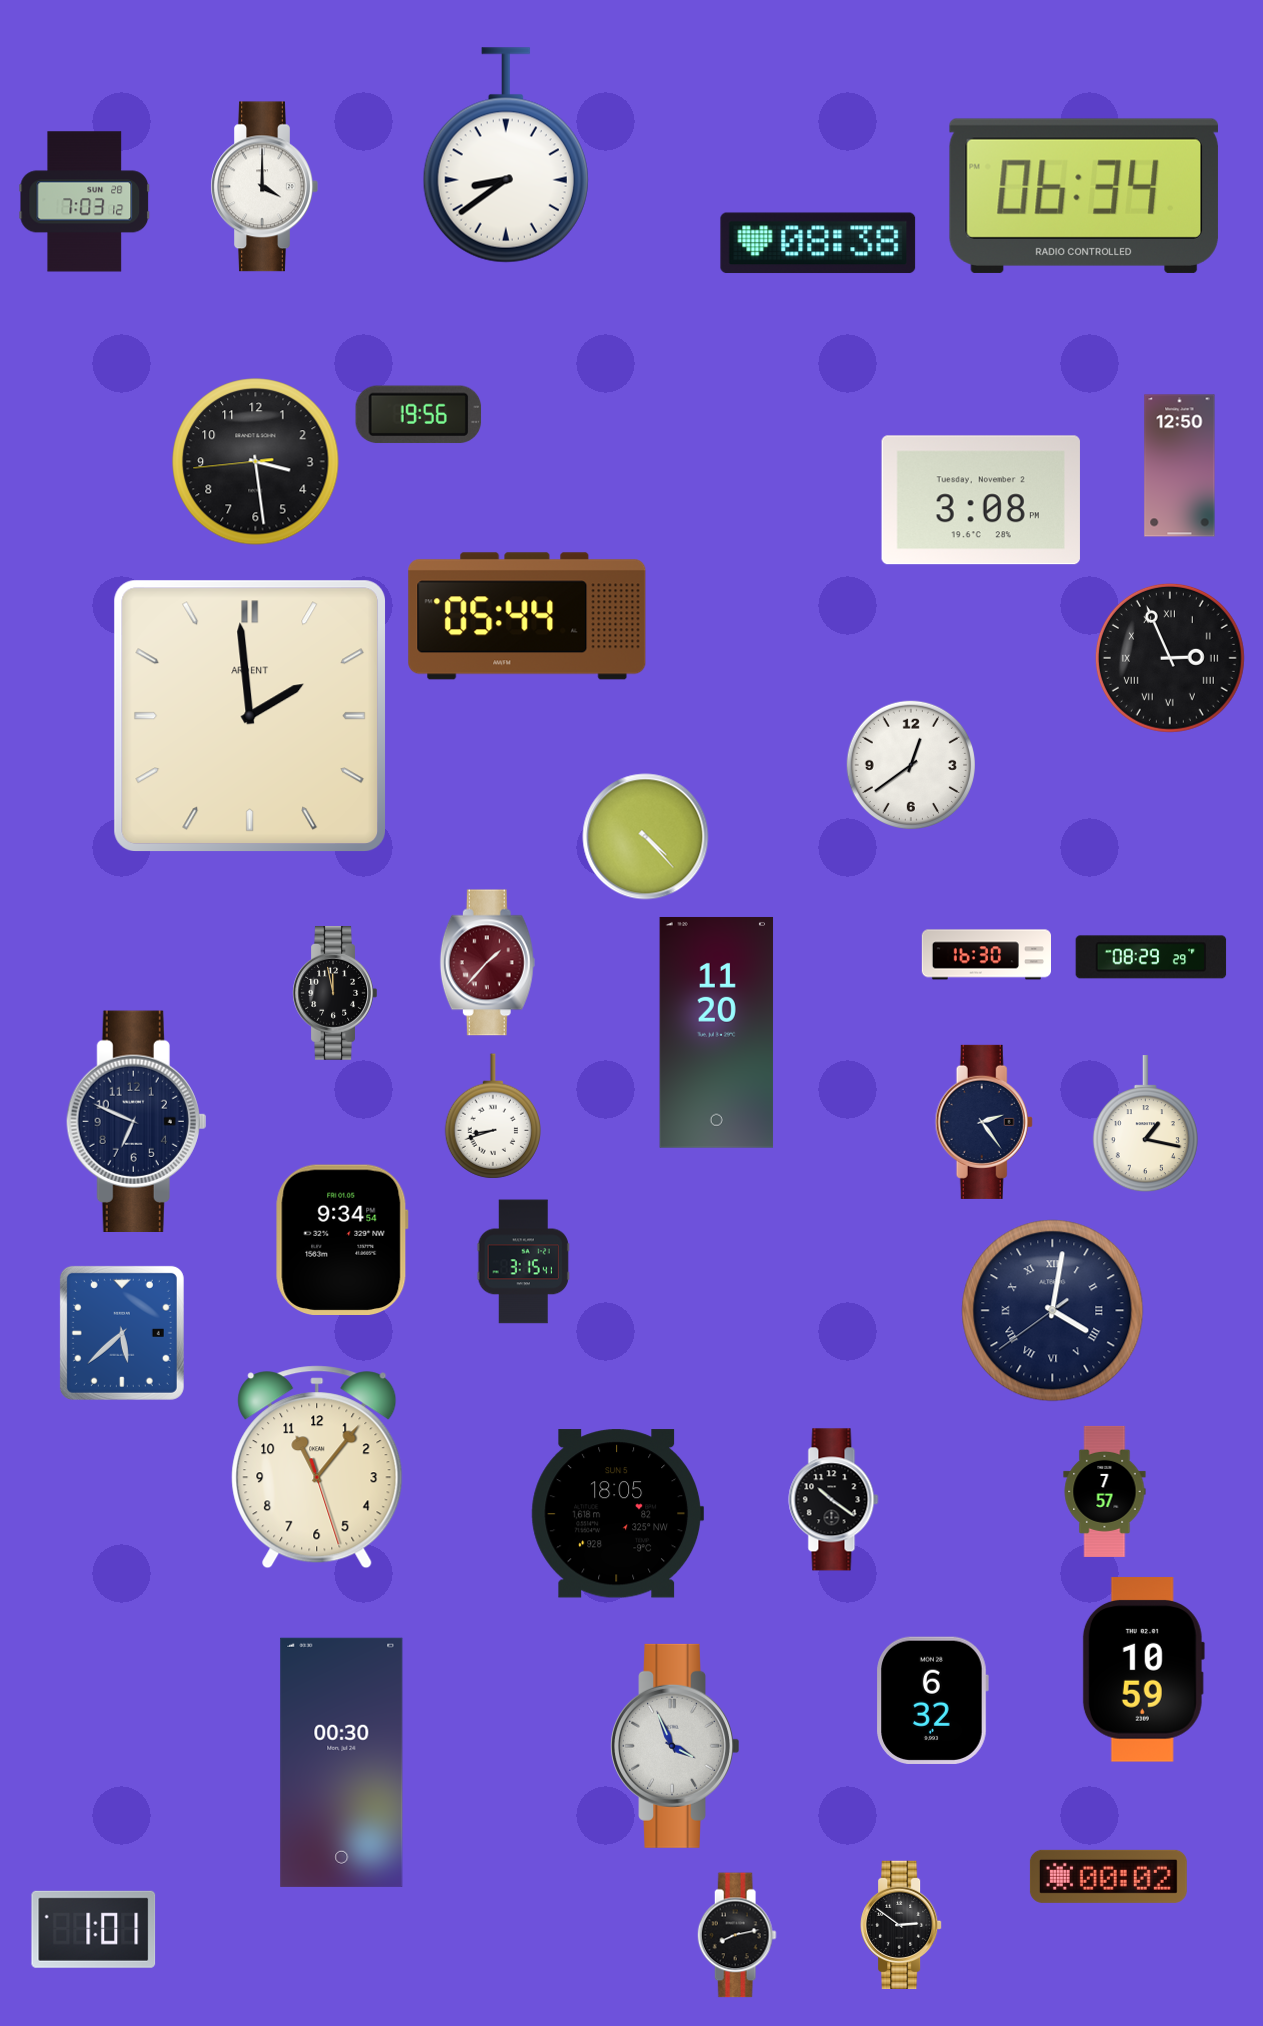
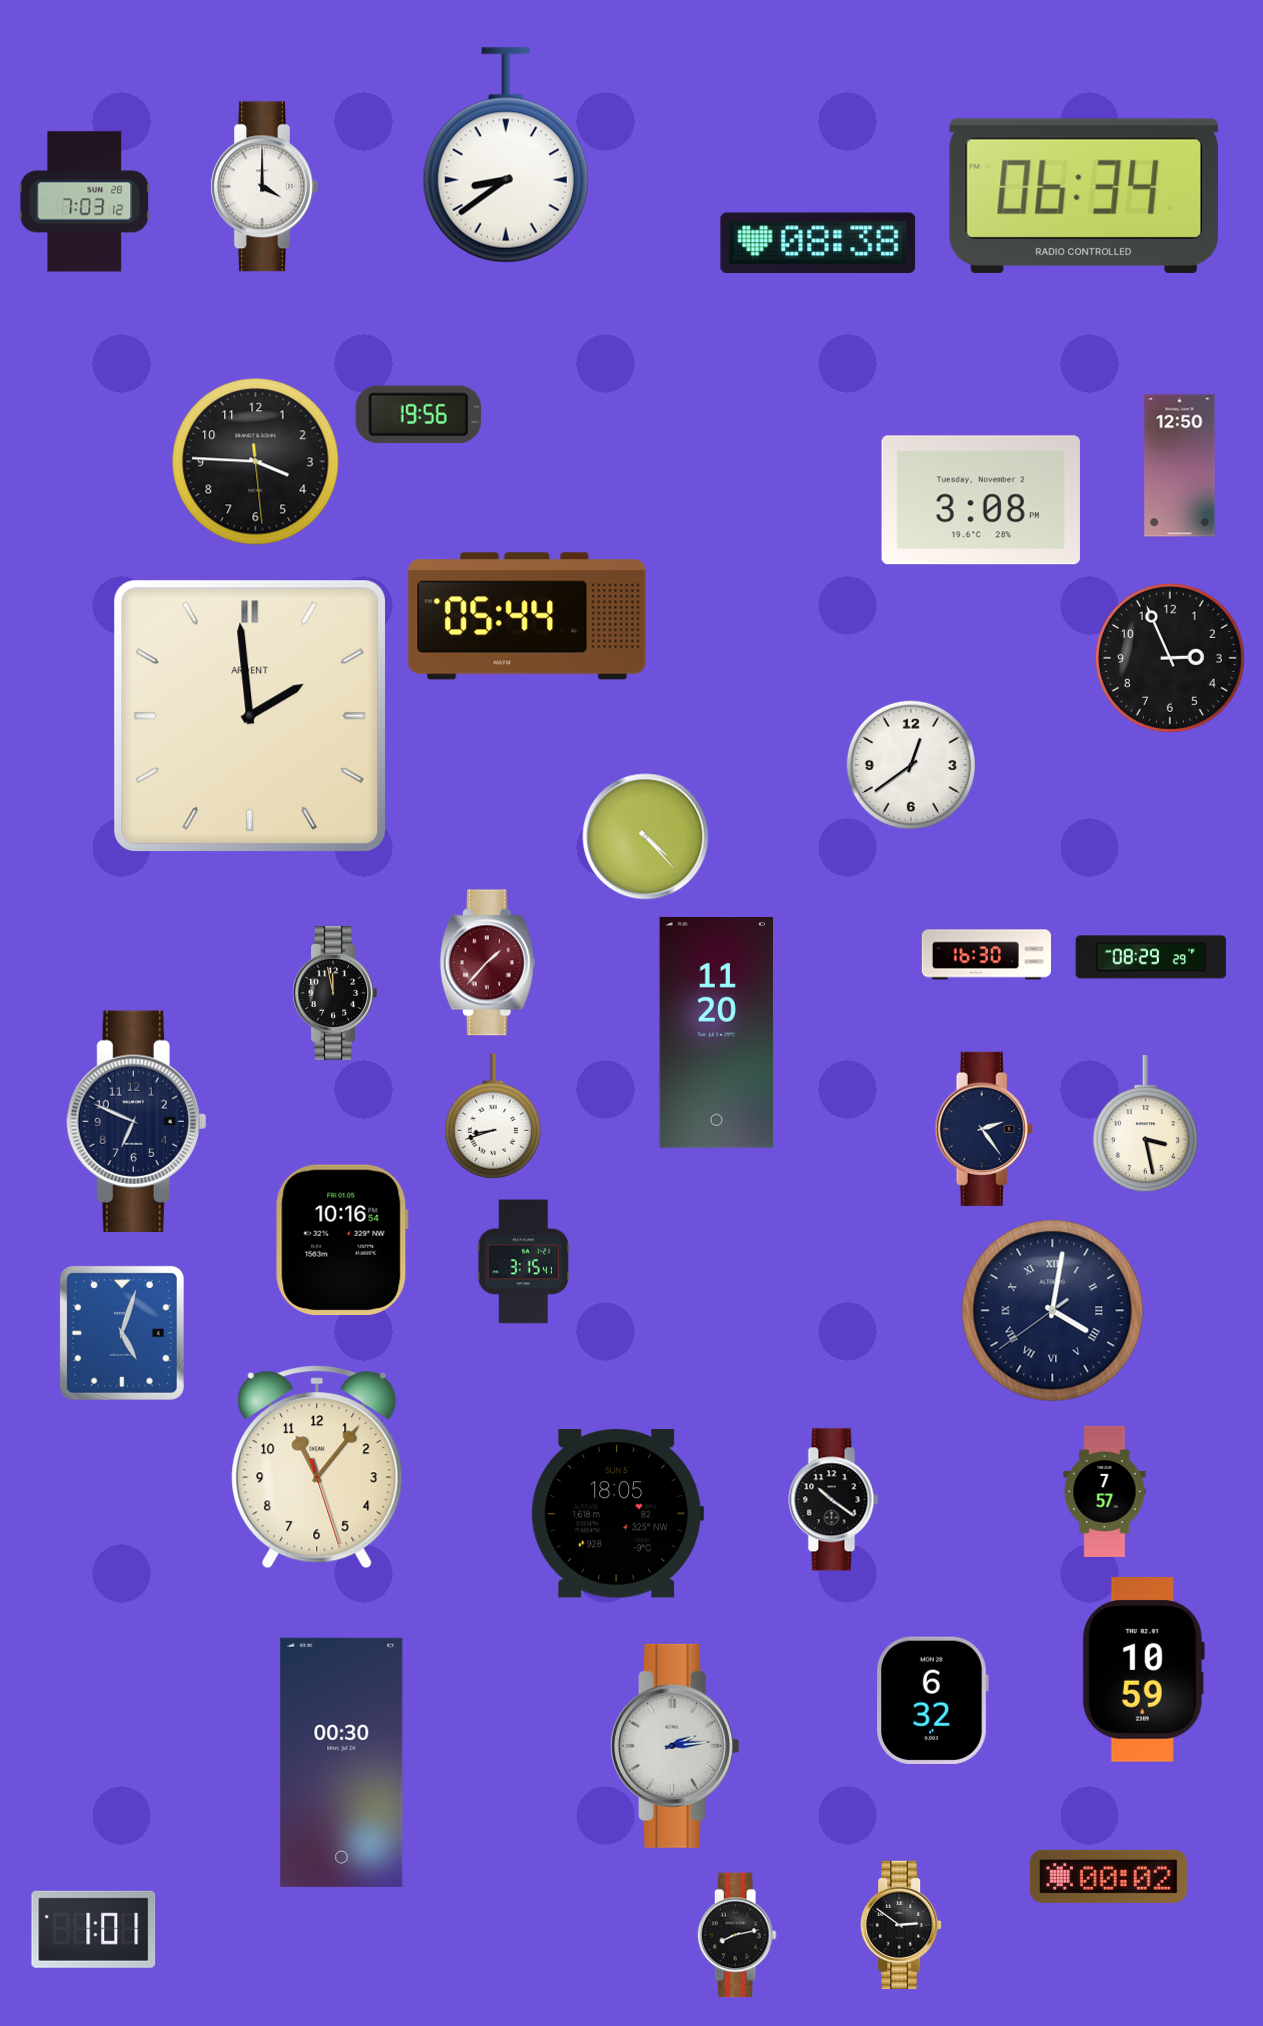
clock at (256, 462): 3:28 -> 3:45
clock at (1170, 658) numerals: Roman -> Arabic
clock at (984, 1122) position: (984, 1122) -> (984, 1129)
clock at (1145, 1124): 1:17 -> 3:28
clock at (342, 1239): 9:34 -> 10:16
clock at (122, 1333): 5:38 -> 5:03
clock at (674, 1746): 3:56 -> 2:14
